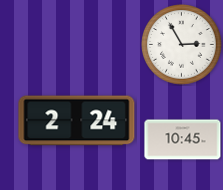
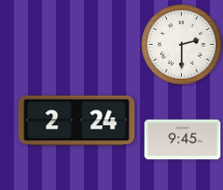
clock at (182, 45): 2:55 -> 2:30
clock at (183, 140): 10:45 -> 9:45
